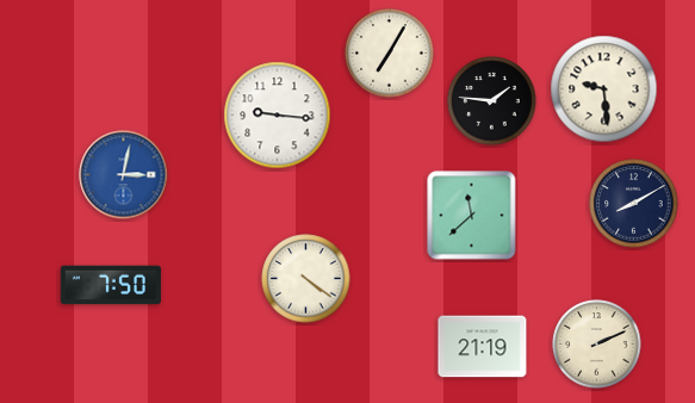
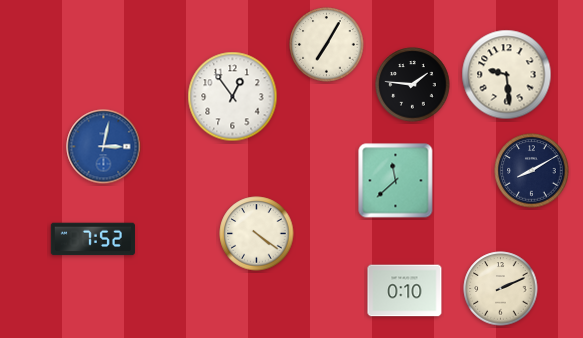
clock at (278, 116): 9:16 -> 12:54
clock at (111, 285): 7:50 -> 7:52
clock at (483, 347): 21:19 -> 0:10
